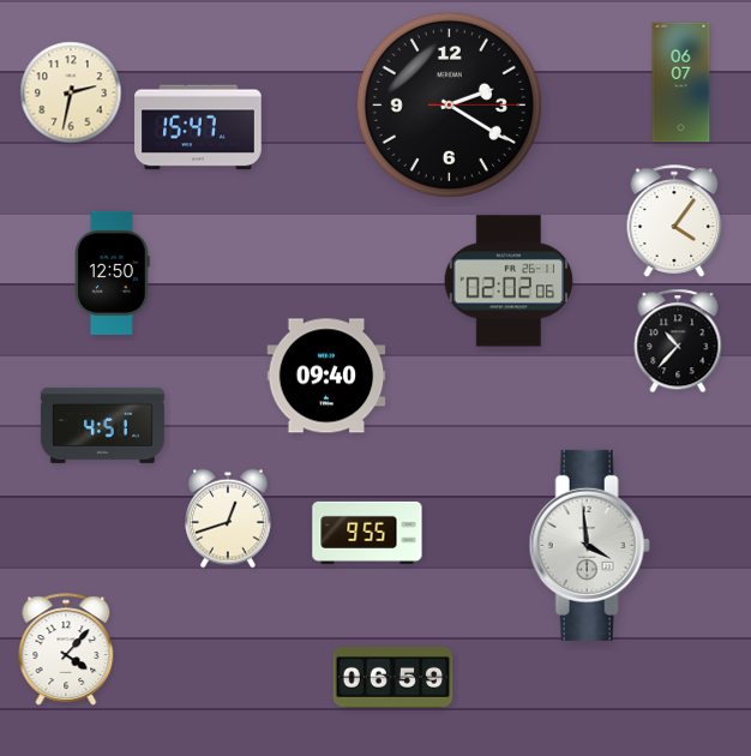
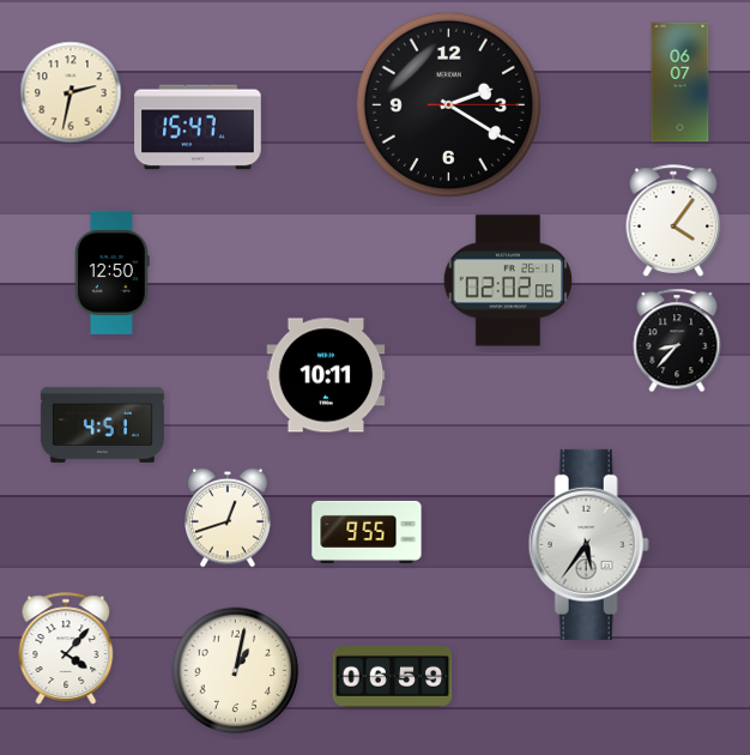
clock at (678, 341): 10:37 -> 8:37
clock at (326, 376): 09:40 -> 10:11
clock at (589, 545): 3:59 -> 5:36
clock at (236, 671): none -> 1:02
